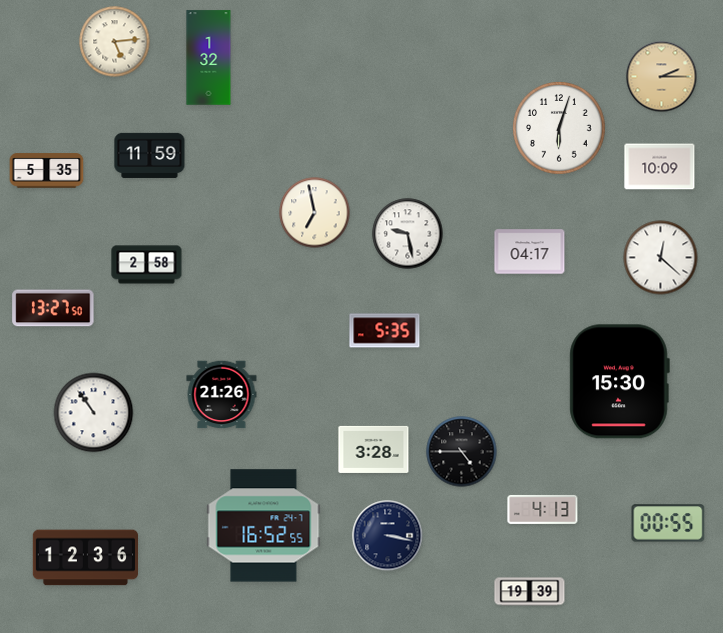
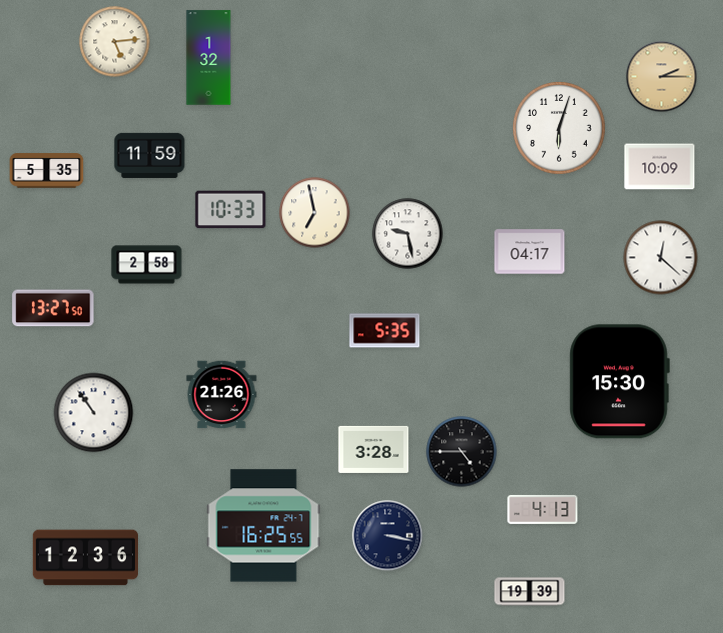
clock at (231, 210): none -> 10:33
clock at (668, 523): 00:55 -> none
clock at (264, 526): 16:52 -> 16:25
